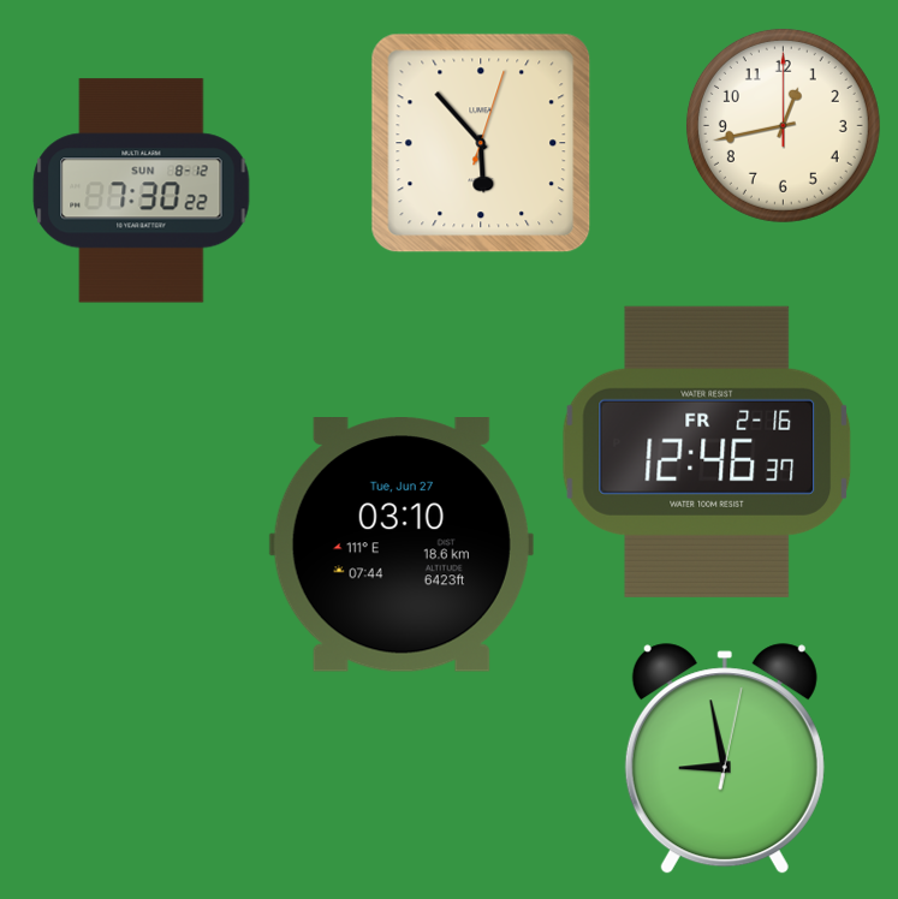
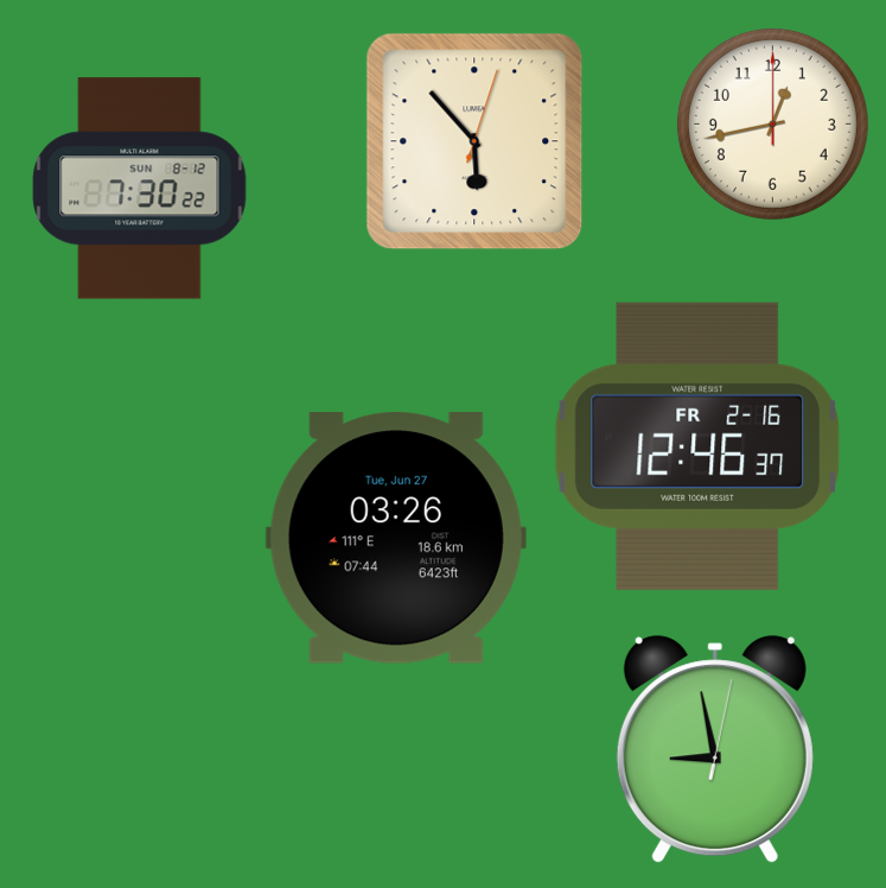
clock at (402, 546): 03:10 -> 03:26
